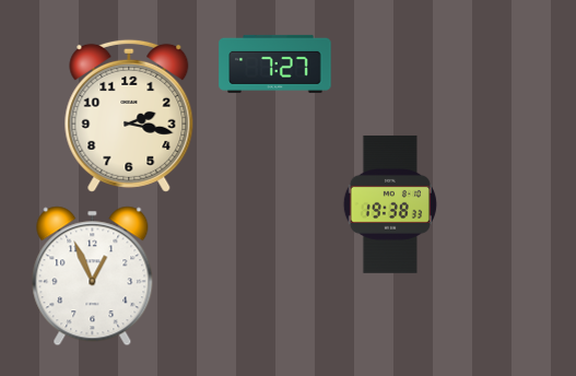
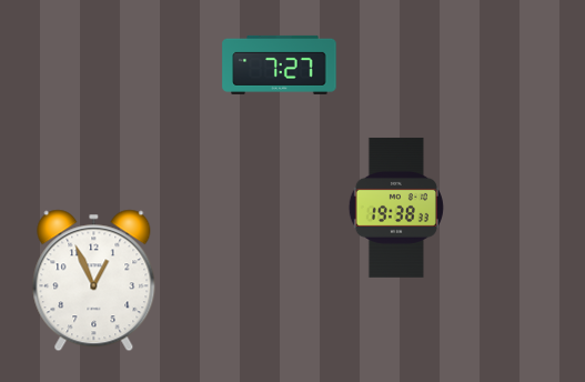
clock at (129, 116): 2:17 -> none
